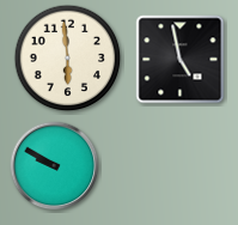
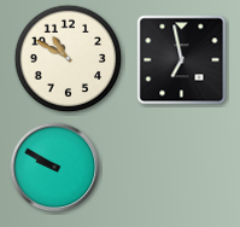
clock at (68, 59): 5:59 -> 10:50
clock at (181, 60): 4:58 -> 6:58
